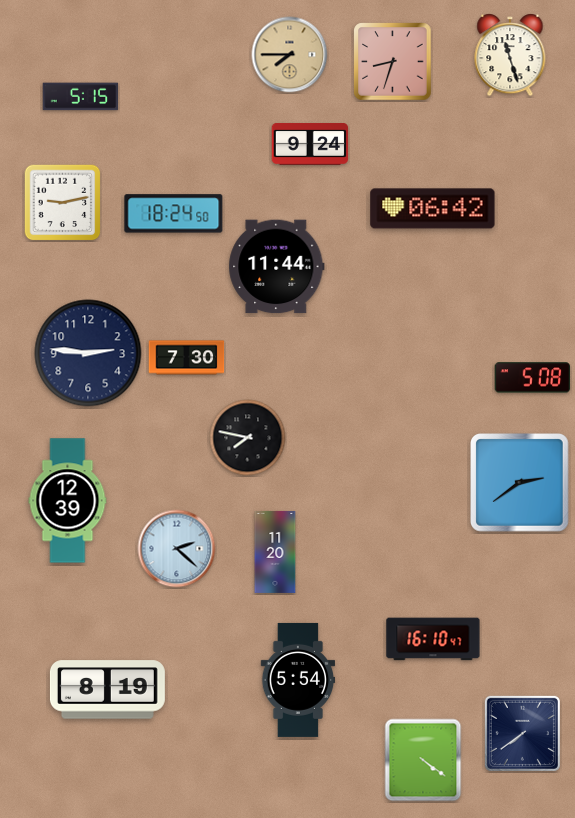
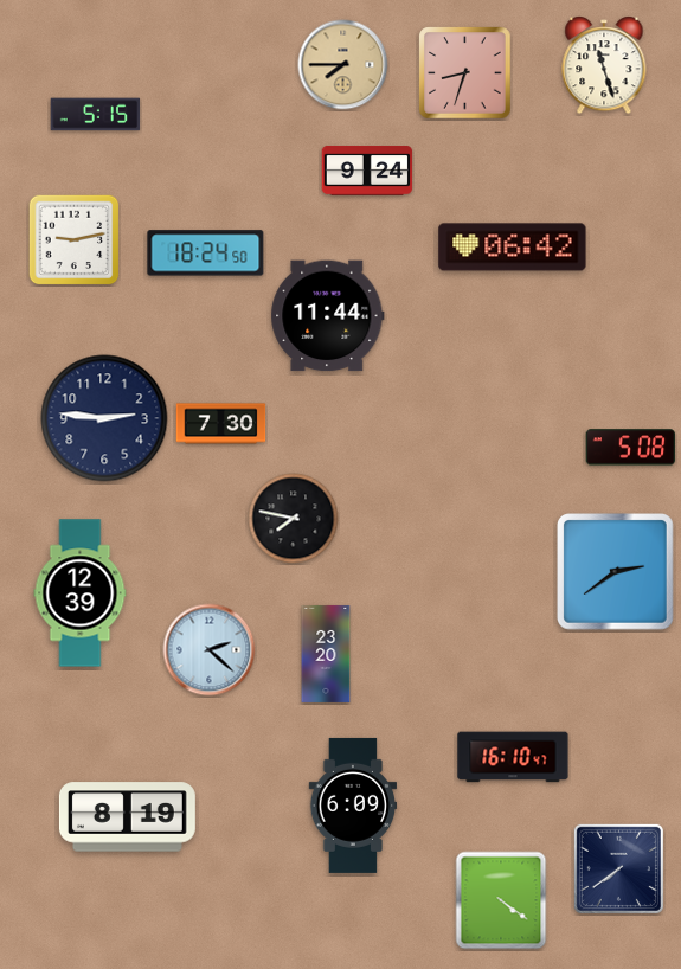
clock at (275, 552): 11:20 -> 23:20
clock at (298, 680): 5:54 -> 6:09
